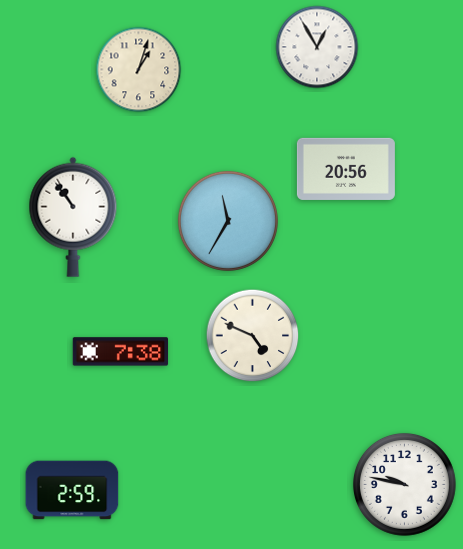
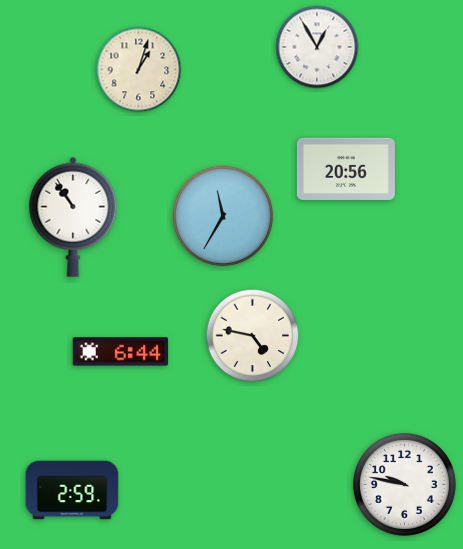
clock at (228, 221) position: (228, 221) -> (223, 216)
clock at (253, 336): 4:49 -> 4:47
clock at (121, 352): 7:38 -> 6:44
